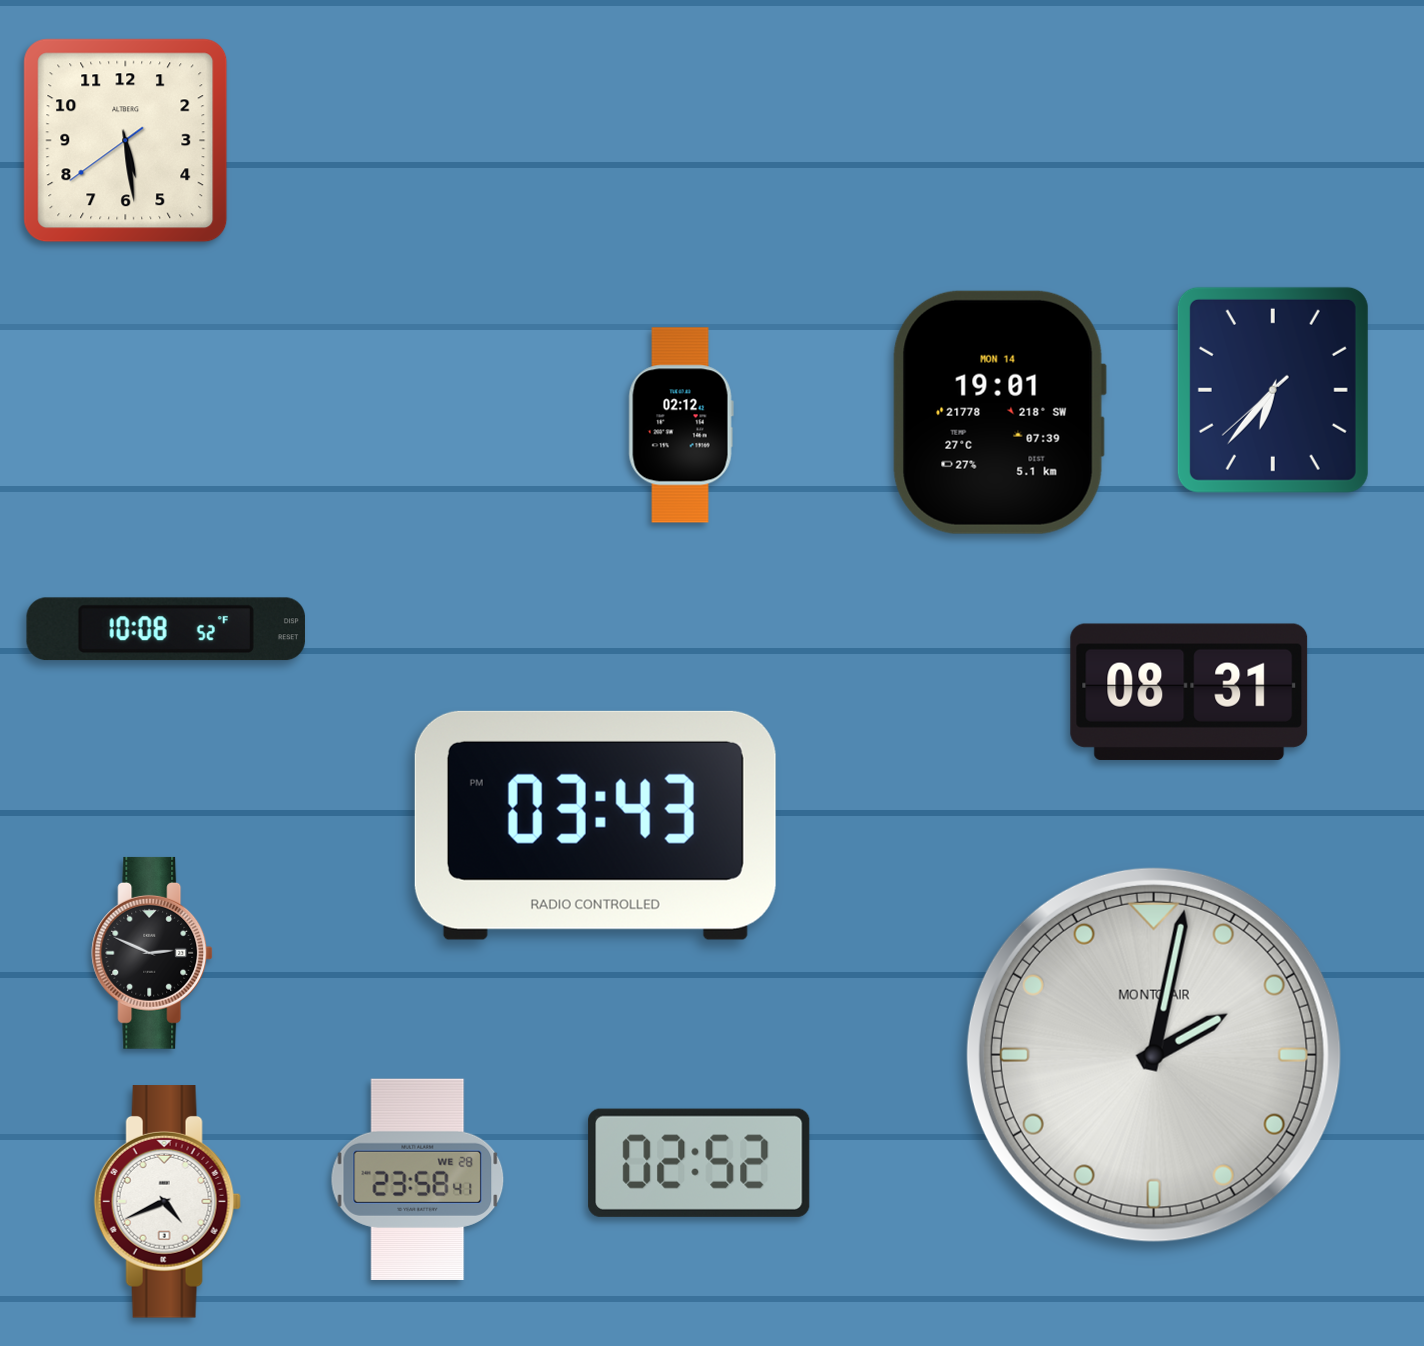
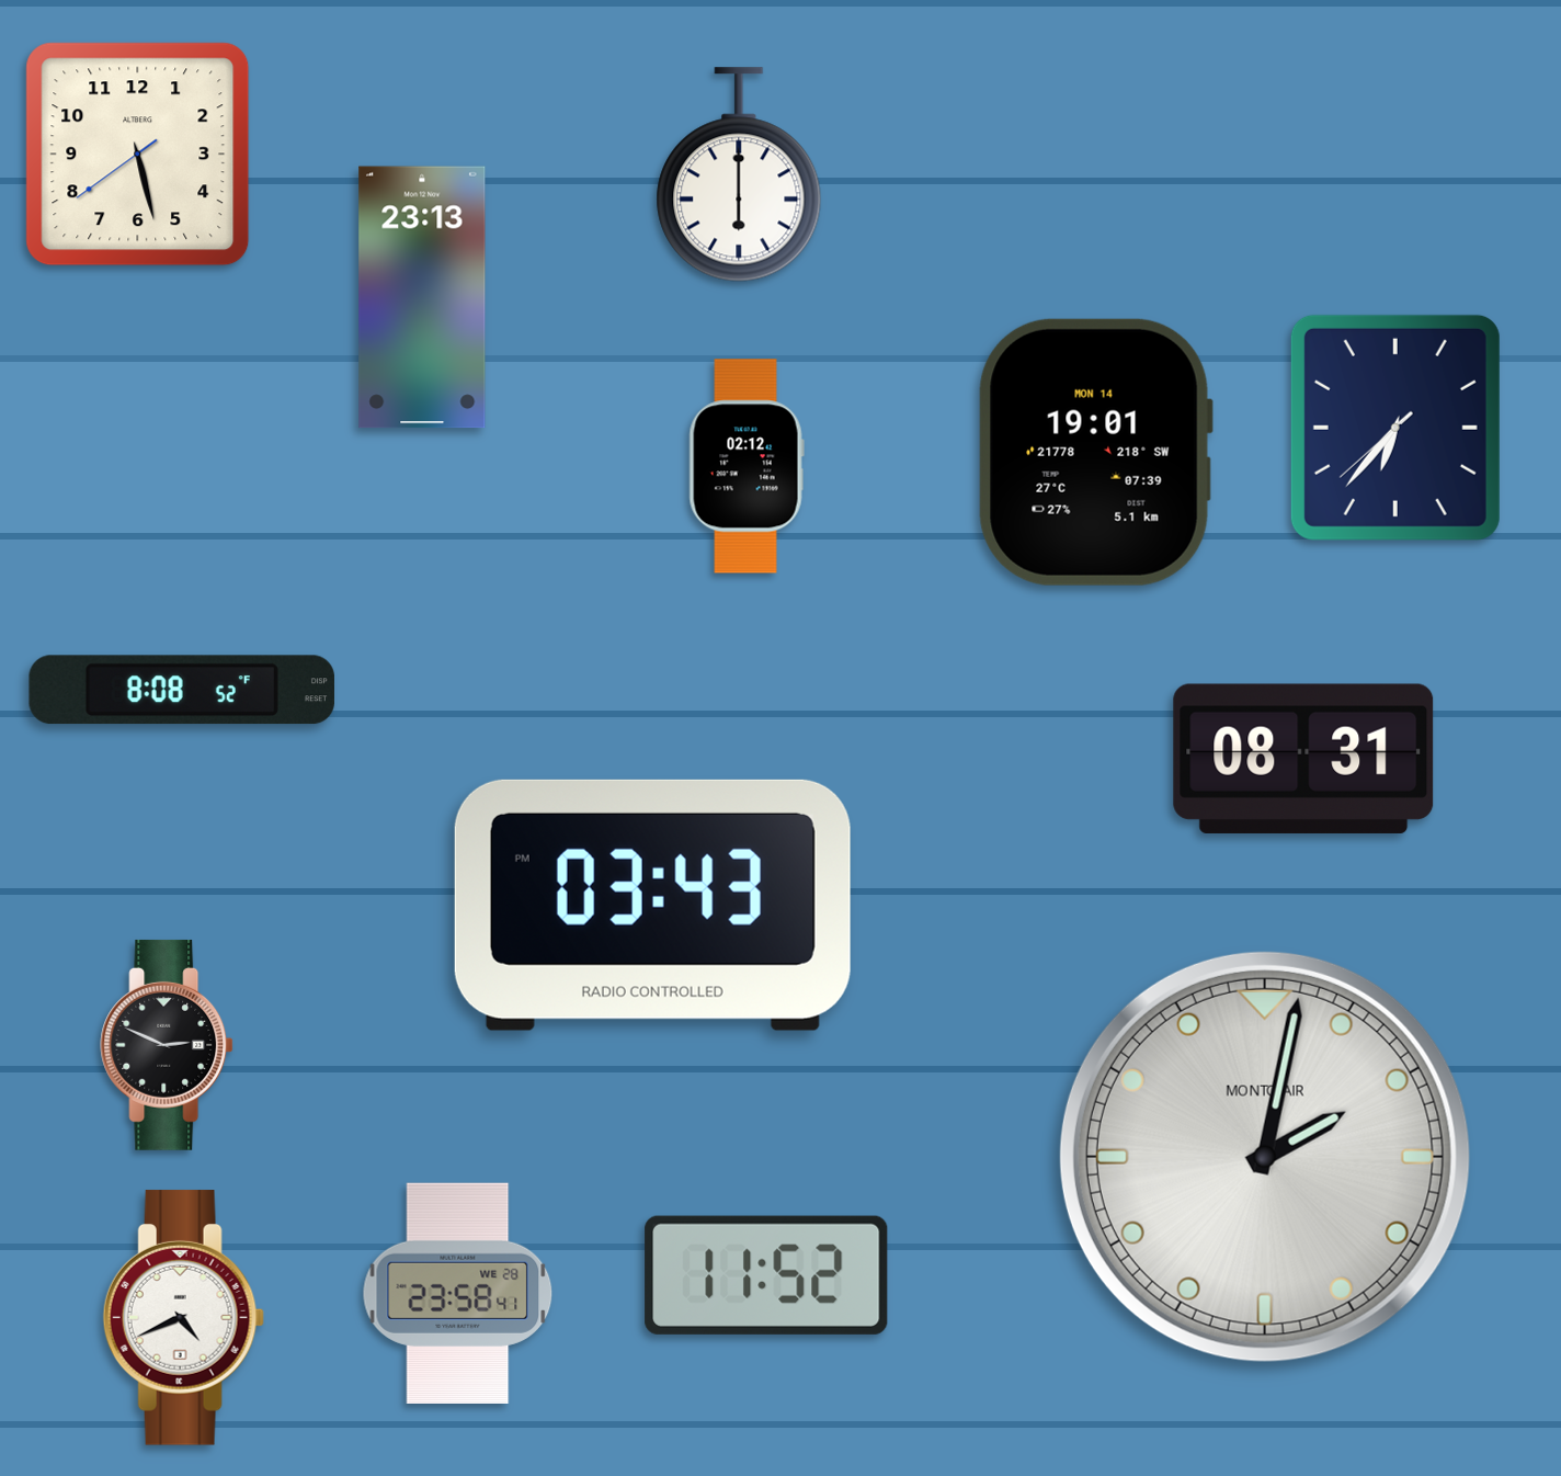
clock at (126, 141): 5:28 -> 5:27
clock at (739, 174): none -> 6:00
clock at (422, 297): none -> 23:13
clock at (166, 629): 10:08 -> 8:08
clock at (699, 1163): 02:52 -> 11:52
